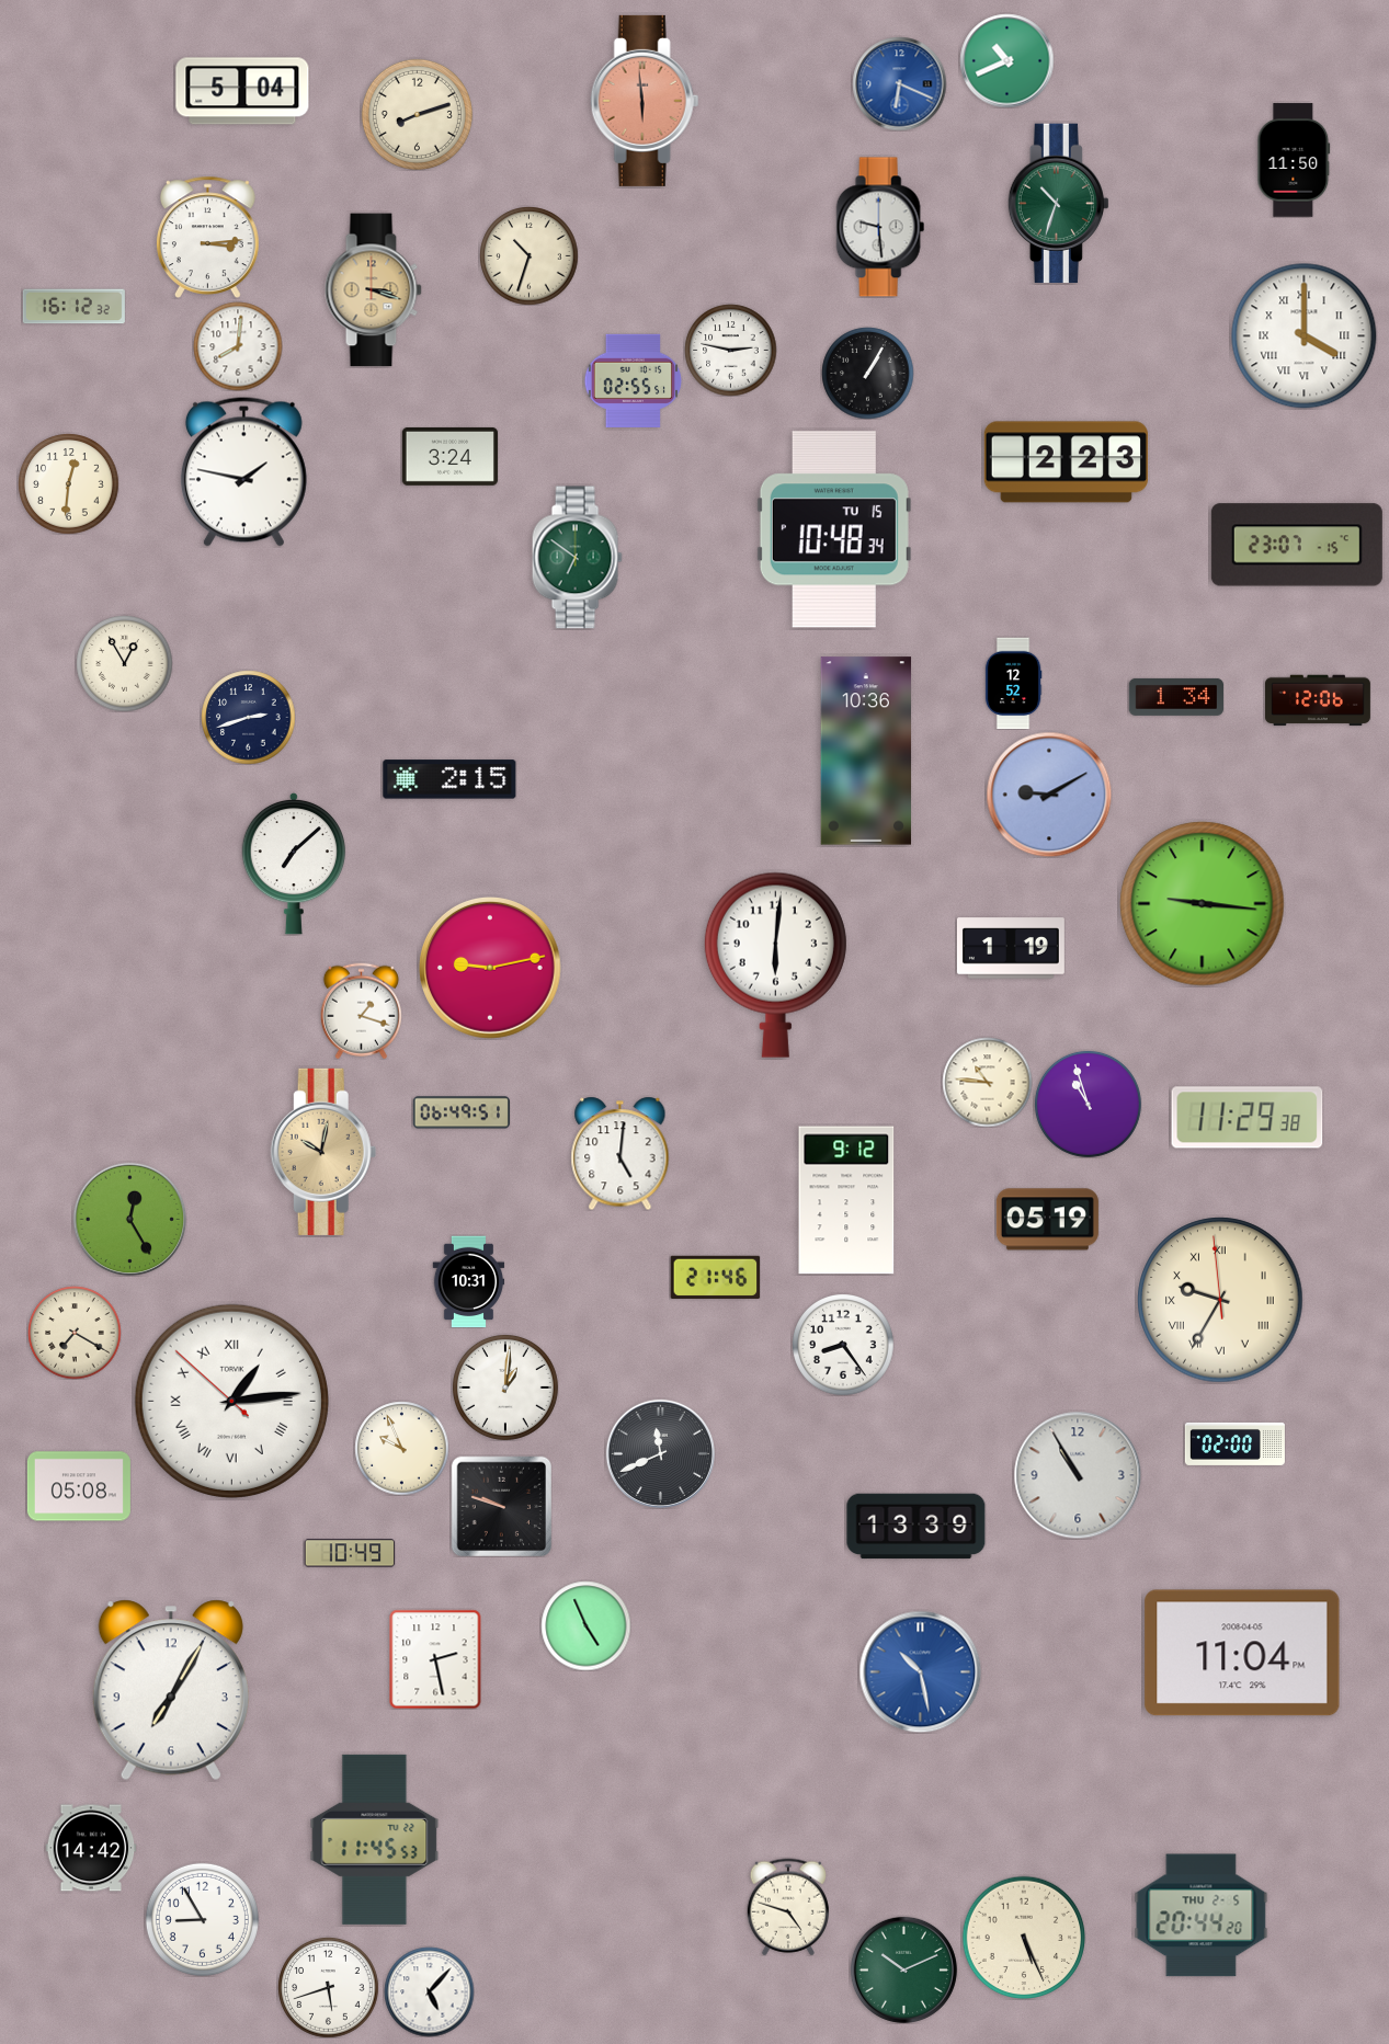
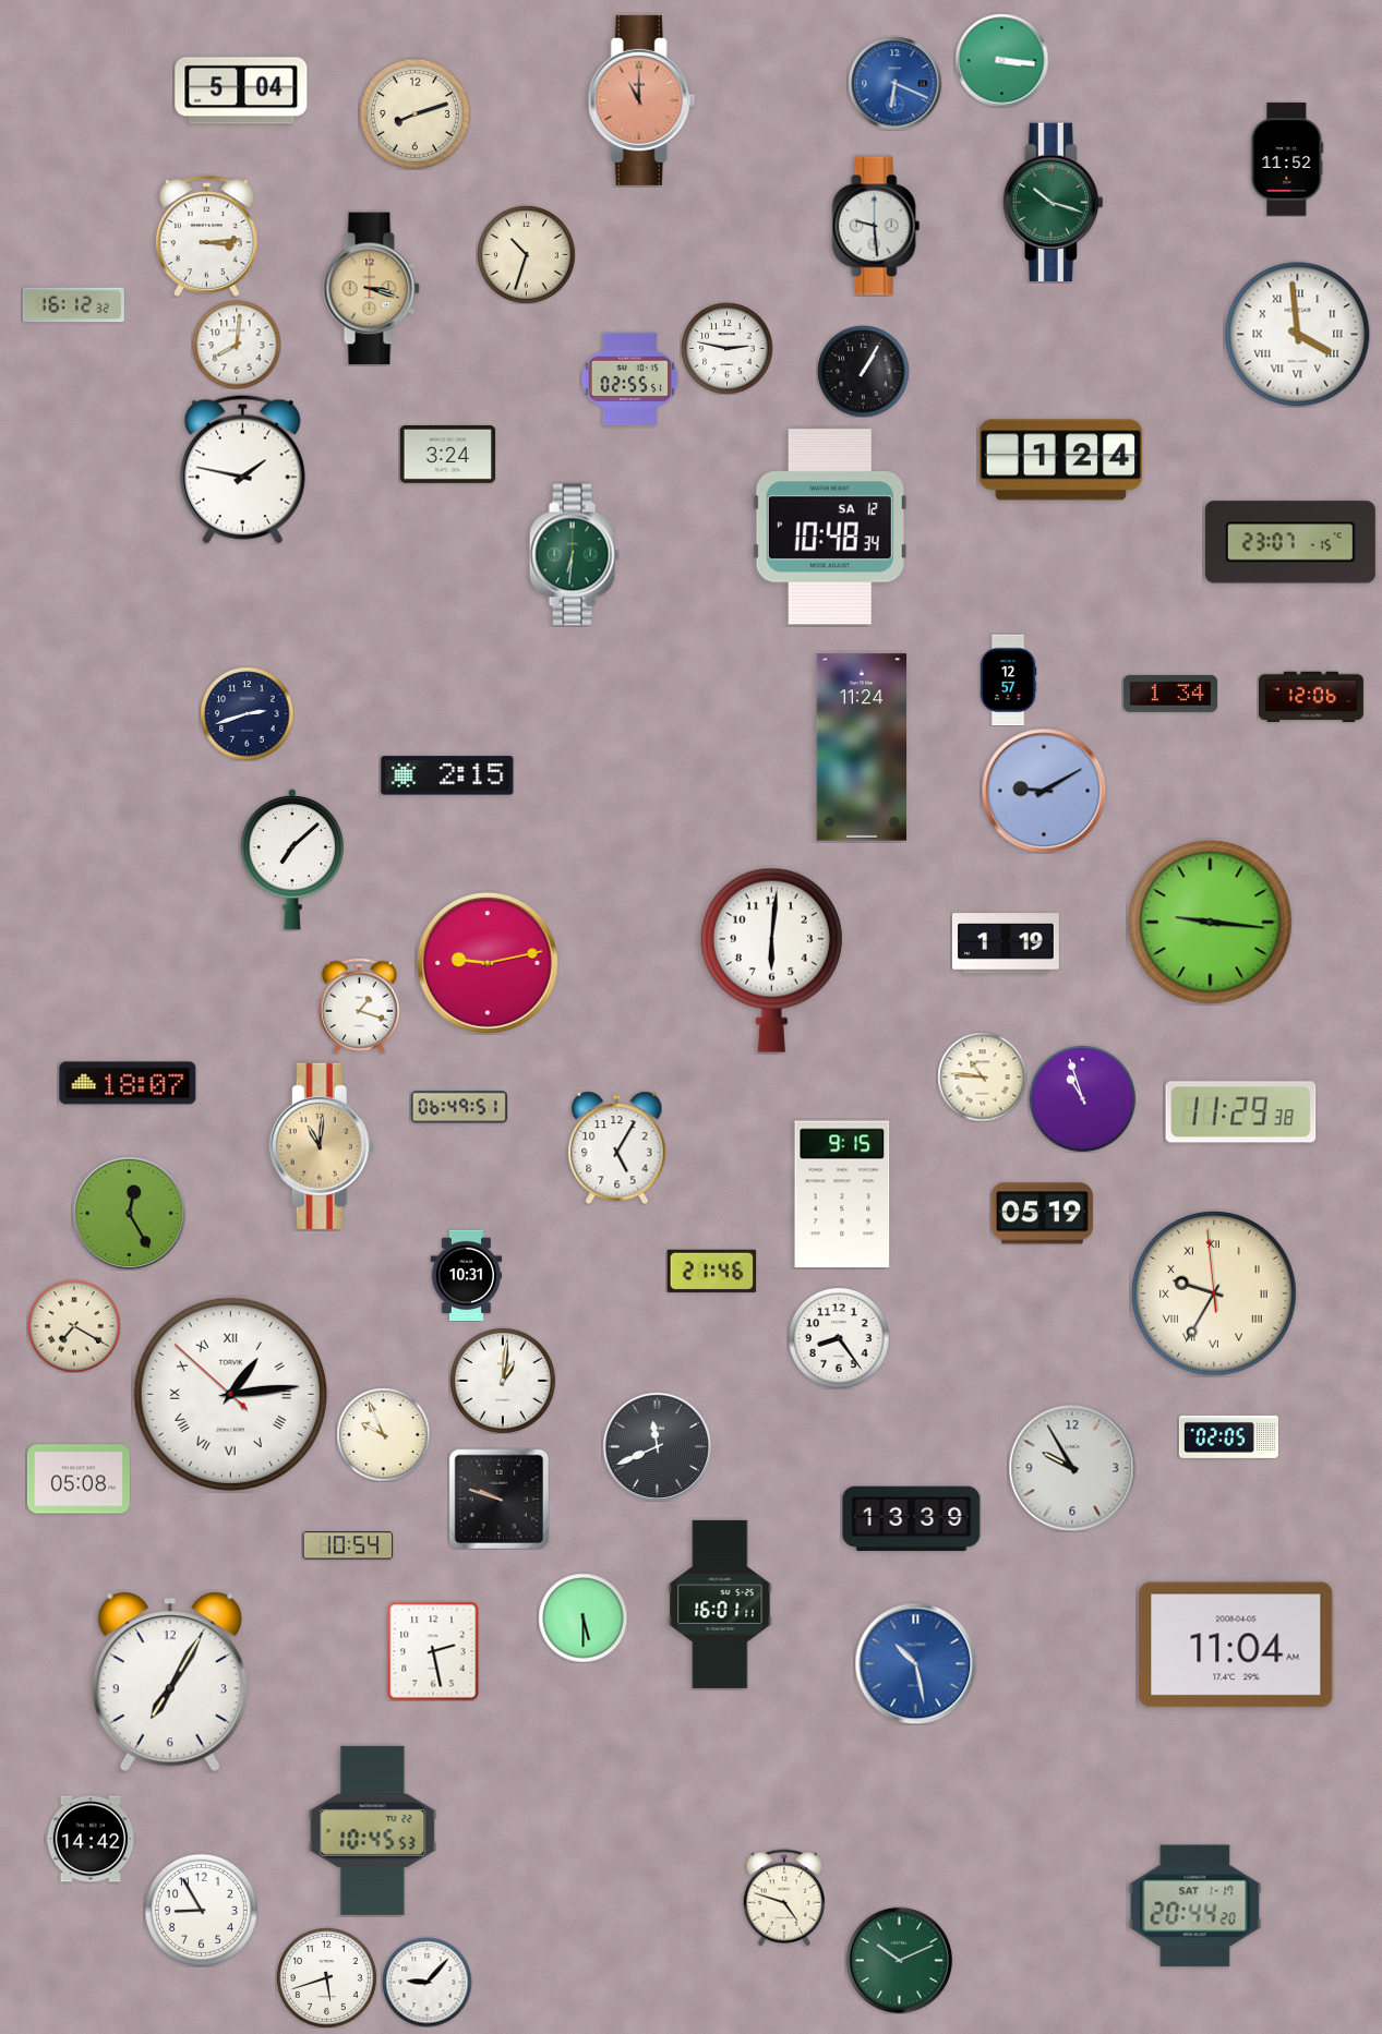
clock at (1006, 60): 10:41 -> 3:16
clock at (645, 101): 5:59 -> 11:00
clock at (1294, 160): 11:50 -> 11:52
clock at (1058, 204): 10:33 -> 10:18
clock at (1305, 336): 4:00 -> 3:59
clock at (1066, 463): 2:23 -> 1:24
clock at (68, 483): 12:31 -> none
clock at (834, 529) date: TU 15 -> SA 12
clock at (577, 558): 6:51 -> 6:31
clock at (124, 663): 12:55 -> none
clock at (1013, 683): 12:52 -> 12:57
clock at (866, 751): 10:36 -> 11:24
clock at (1203, 904) position: (1203, 904) -> (1211, 923)
clock at (128, 1083): none -> 18:07
clock at (323, 1152): 10:02 -> 11:01
clock at (621, 1153): 5:01 -> 5:05
clock at (846, 1200): 9:12 -> 9:15
clock at (1234, 1443): 02:00 -> 02:05
clock at (401, 1448) position: (401, 1448) -> (383, 1434)
clock at (1078, 1475): 10:55 -> 9:55
clock at (350, 1553): 10:49 -> 10:54
clock at (720, 1604): none -> 16:01
clock at (585, 1625): 4:56 -> 5:30
clock at (1242, 1653): 11:04 PM -> 11:04 AM
clock at (375, 1839): 11:45 -> 10:45
clock at (1202, 1916) date: THU 2-5 -> SAT 1-17
clock at (1024, 1938): 5:26 -> none
clock at (429, 1991): 5:07 -> 9:07
